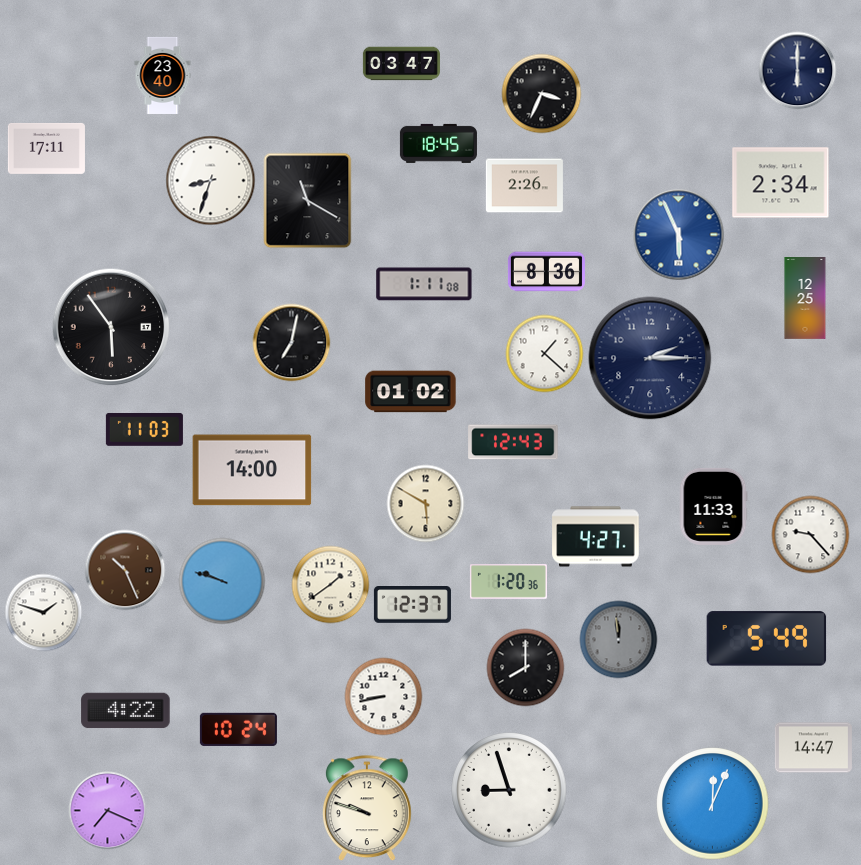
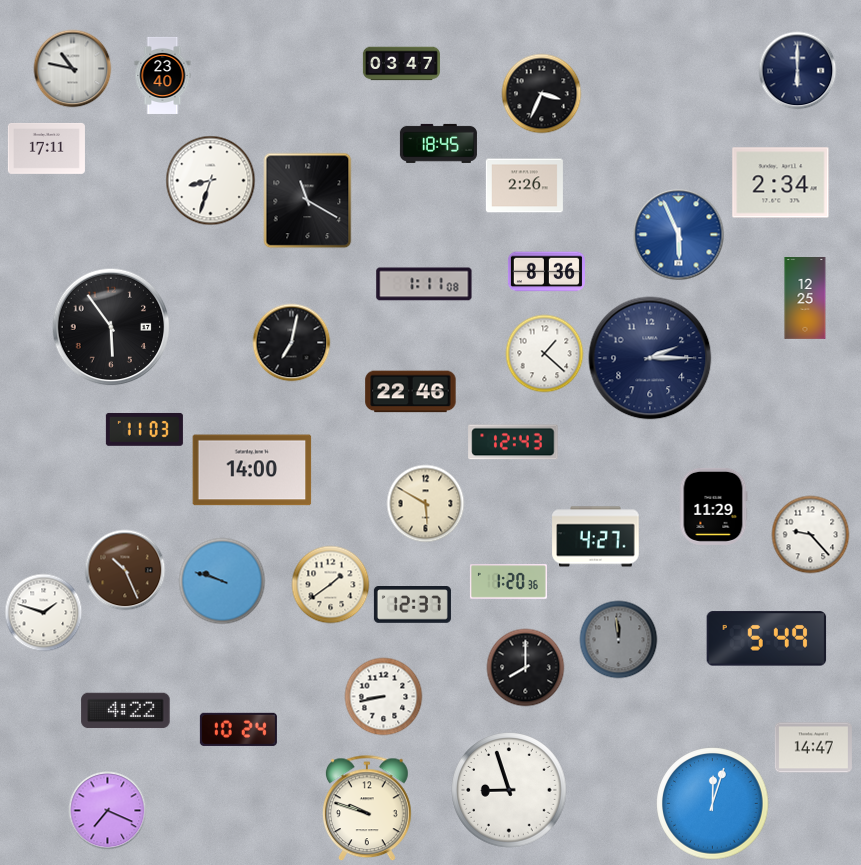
clock at (72, 68): none -> 10:47
clock at (411, 392): 01:02 -> 22:46
clock at (713, 506): 11:33 -> 11:29
clock at (713, 804): 12:04 -> 12:03
